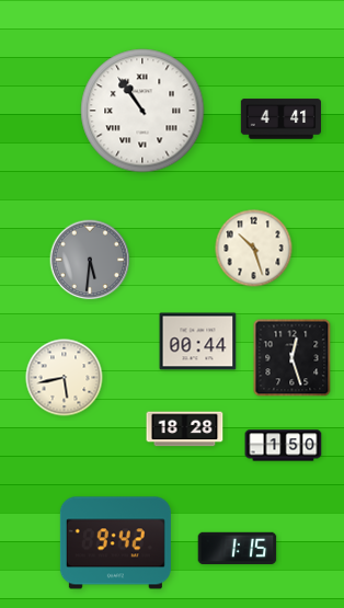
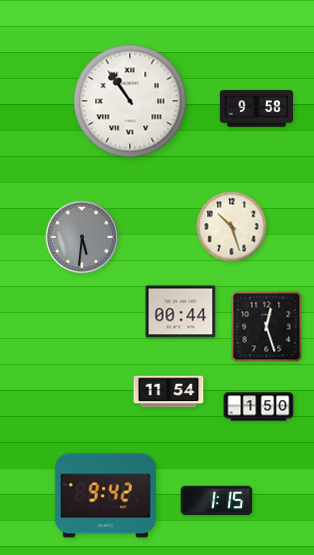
clock at (280, 119): 4:41 -> 9:58
clock at (65, 378): 5:43 -> none
clock at (185, 429): 18:28 -> 11:54
